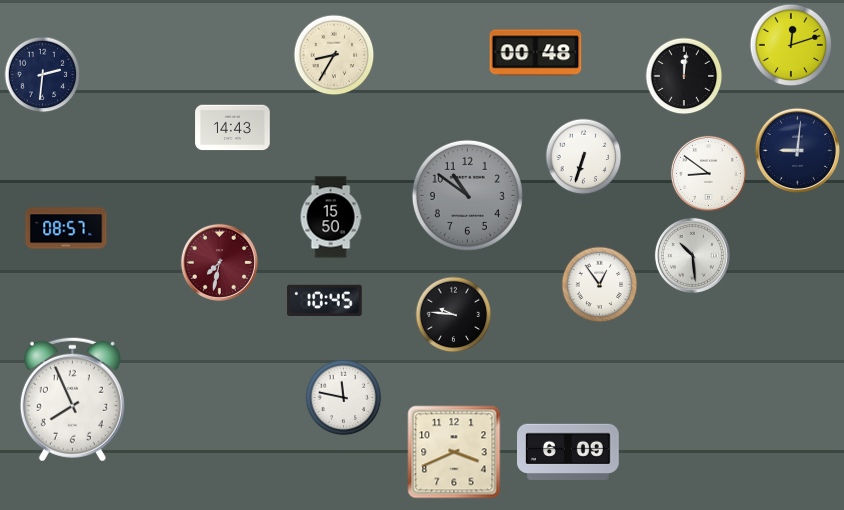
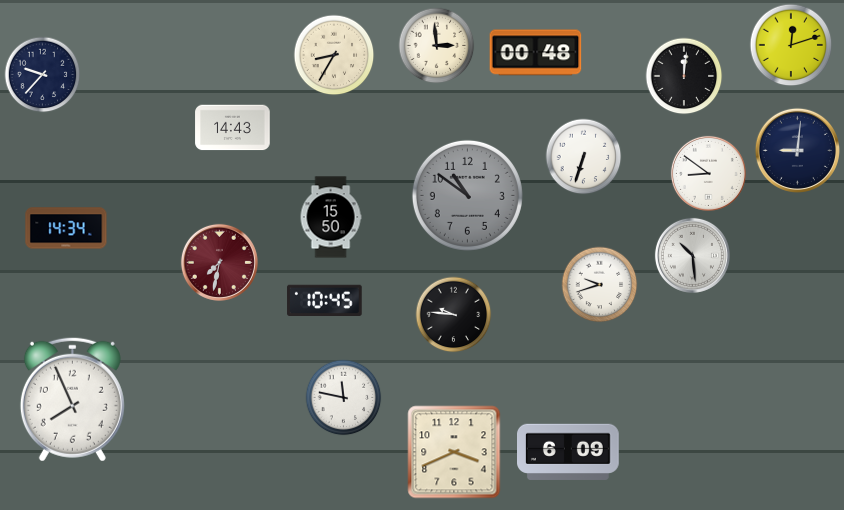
clock at (437, 46): none -> 2:59
clock at (43, 75): 2:31 -> 9:37
clock at (66, 228): 08:57 -> 14:34
clock at (600, 285): 12:54 -> 9:42
